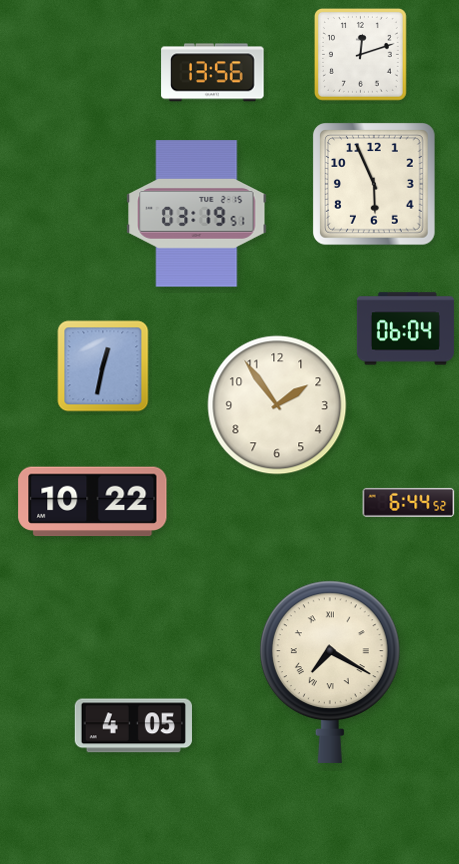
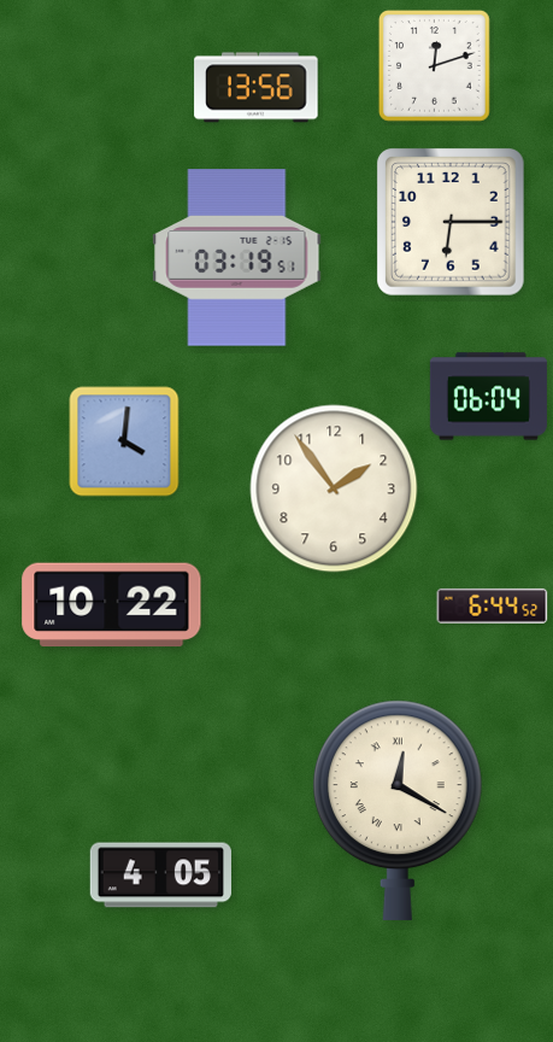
clock at (375, 185): 5:56 -> 6:15
clock at (103, 366): 12:32 -> 4:01
clock at (330, 672): 7:20 -> 12:20
